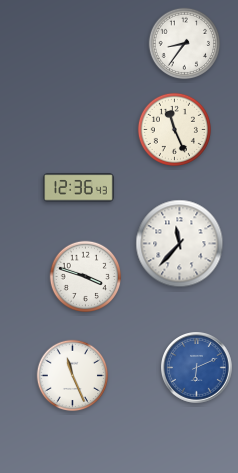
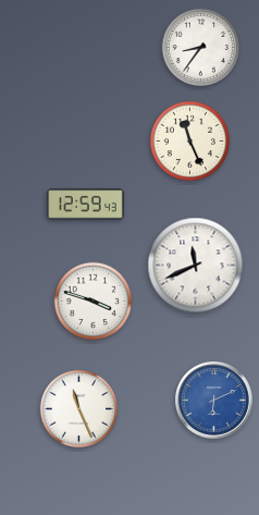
clock at (79, 188): 12:36 -> 12:59
clock at (180, 244): 11:37 -> 11:41
